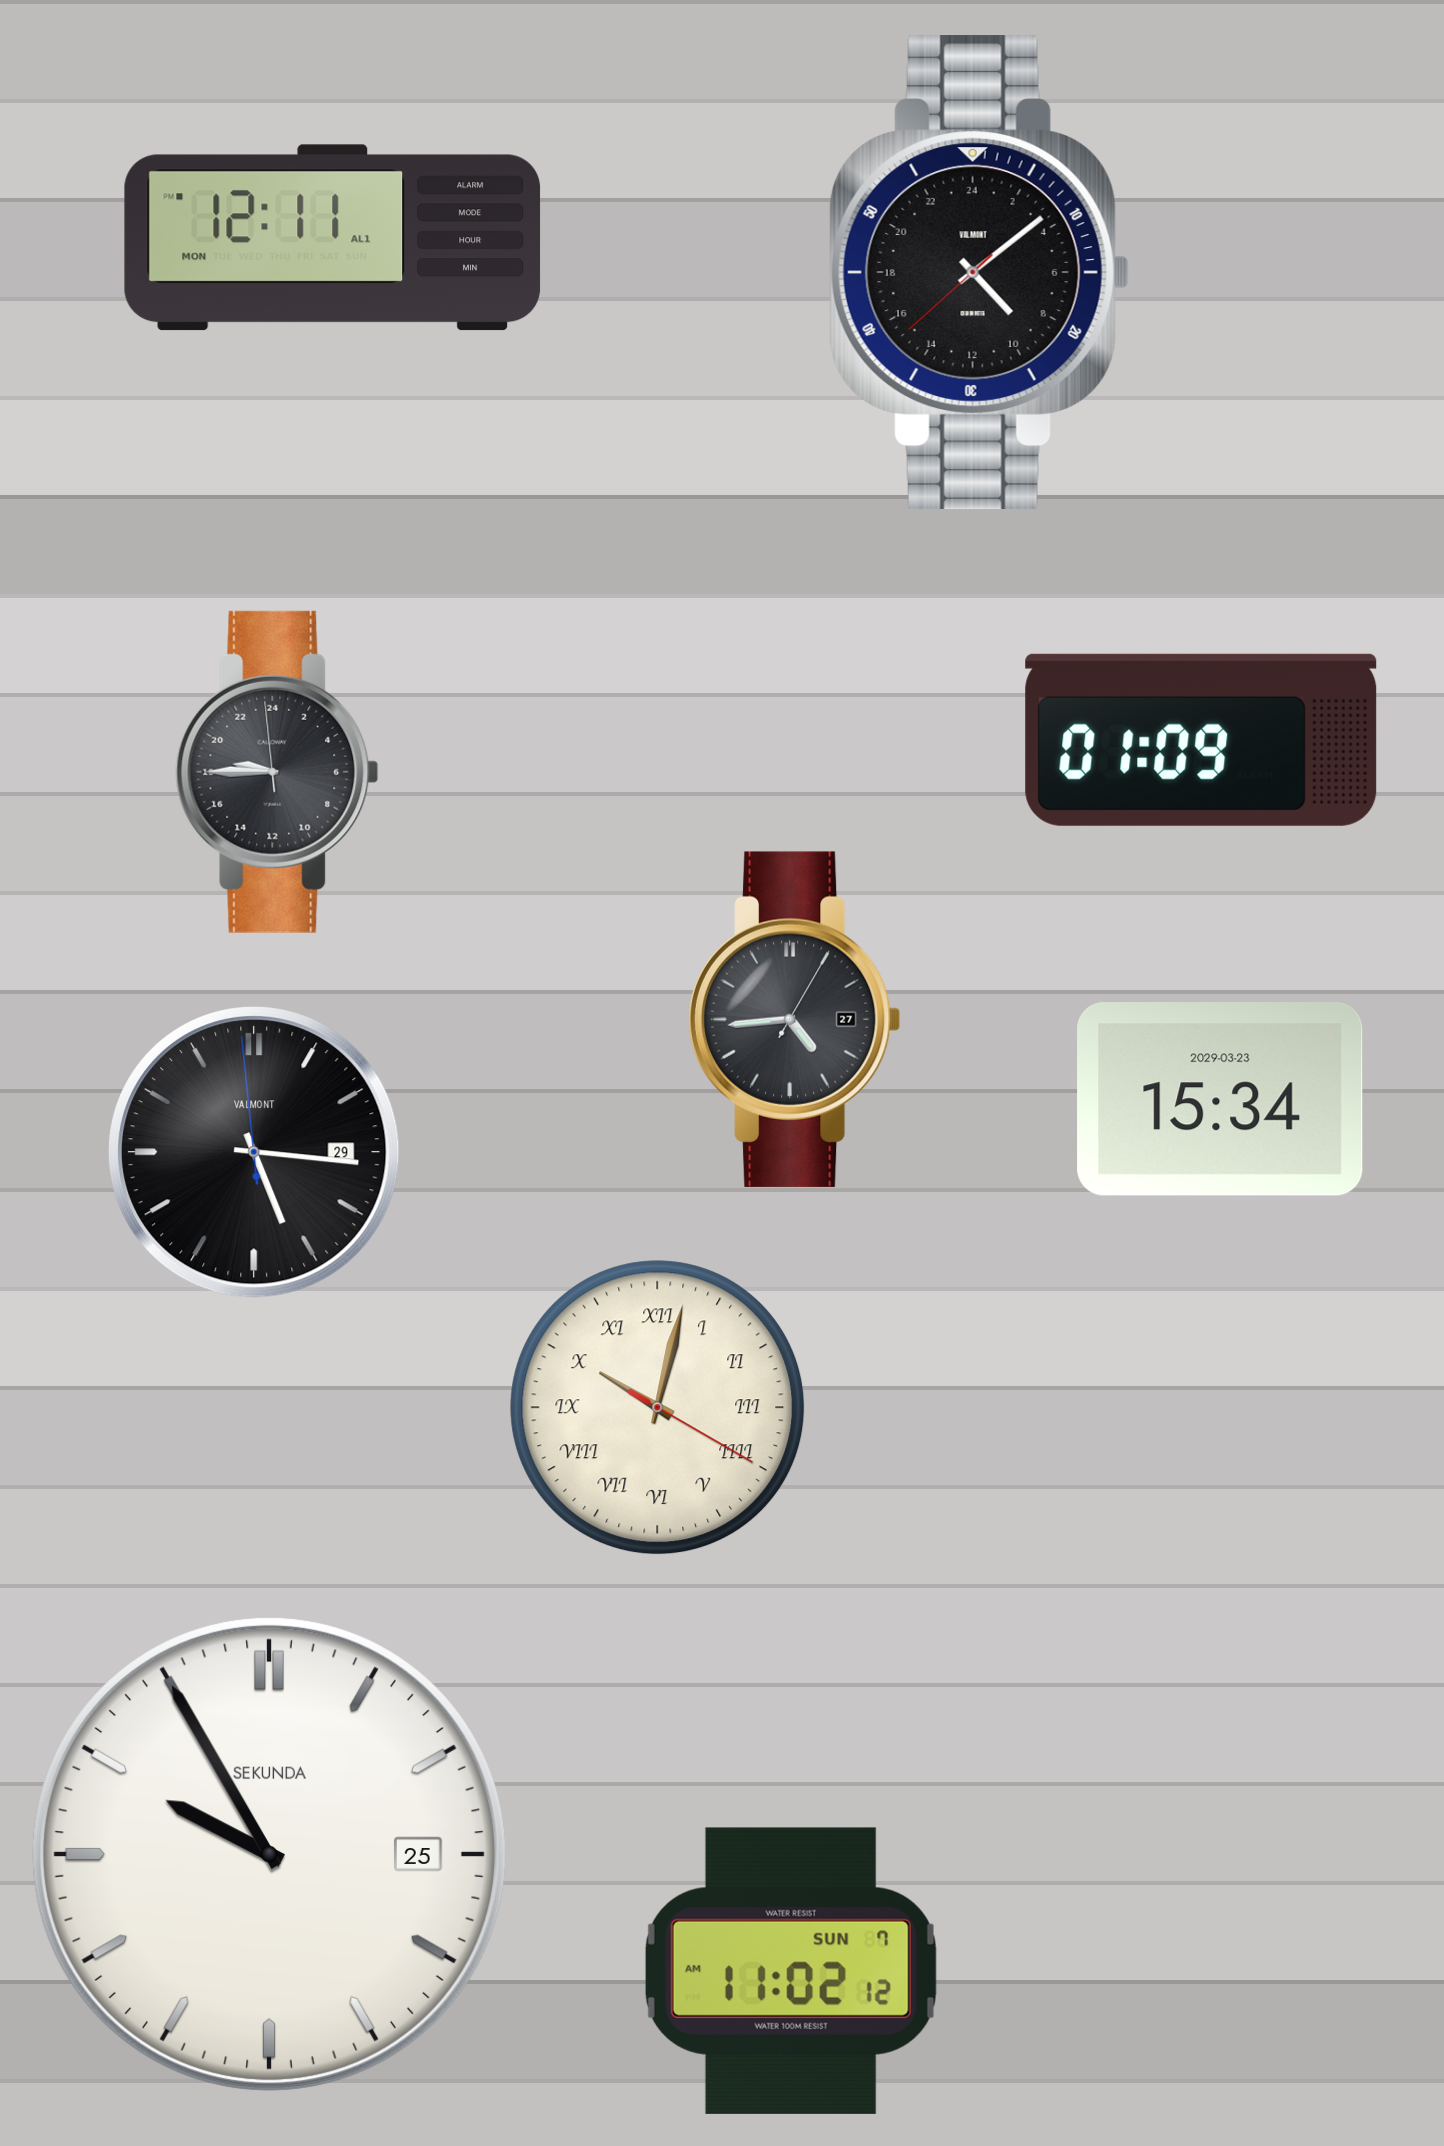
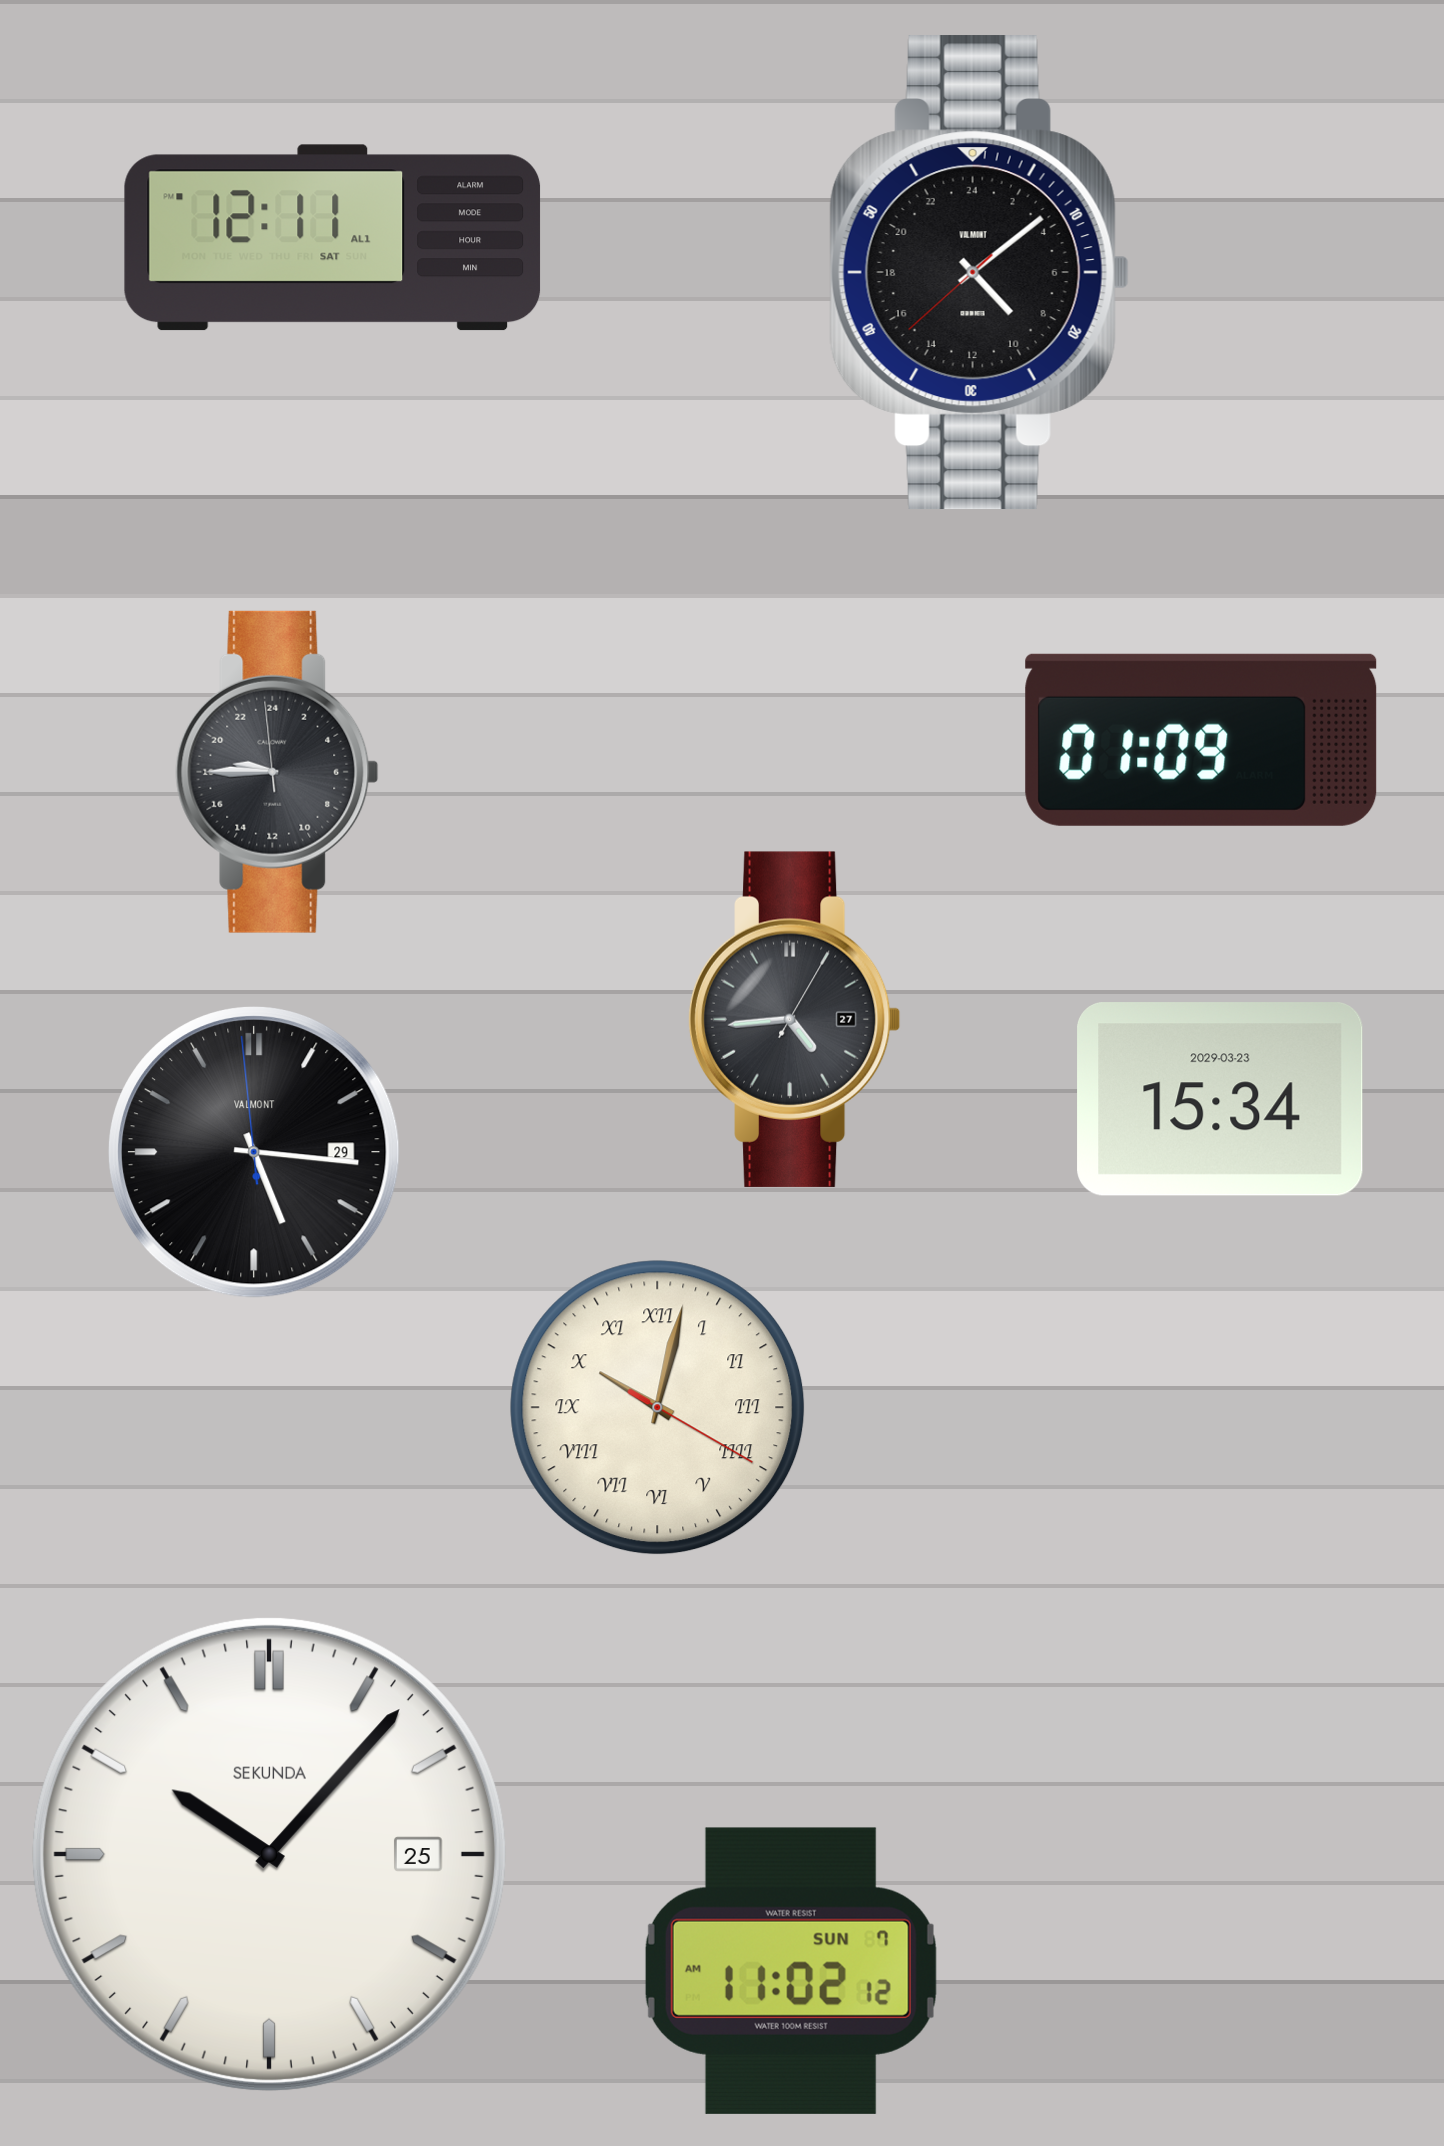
clock at (333, 238) date: MON -> SAT
clock at (269, 1854): 9:55 -> 10:07
